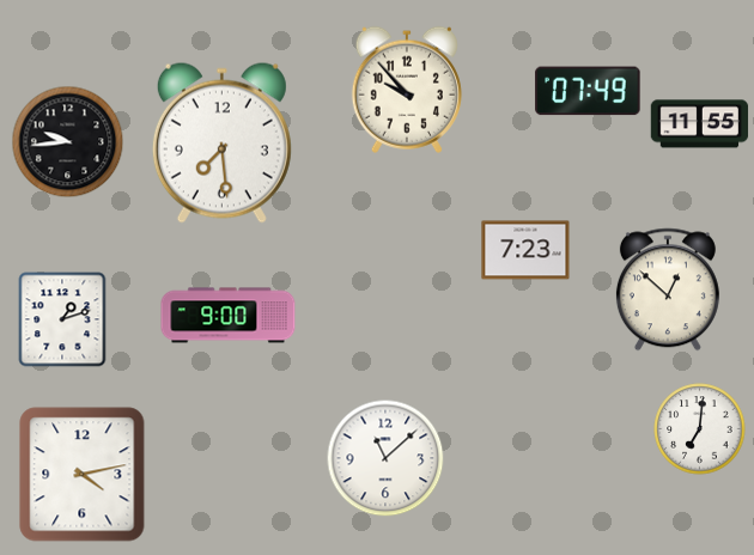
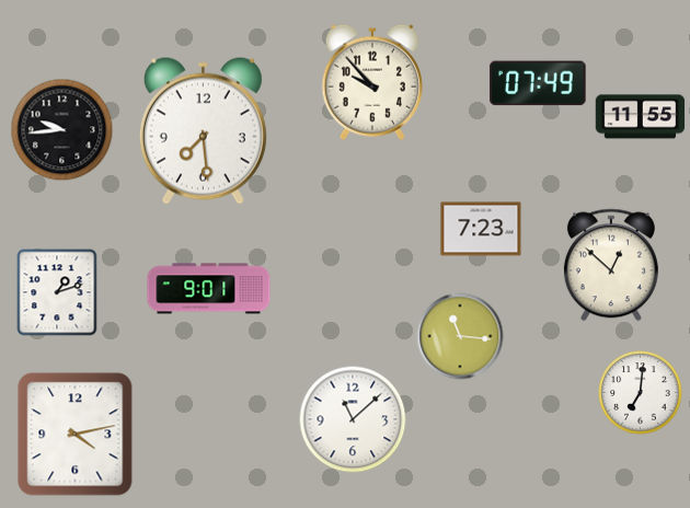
clock at (700, 124) position: (700, 124) -> (641, 117)
clock at (229, 316): 9:00 -> 9:01
clock at (460, 336): none -> 11:16
